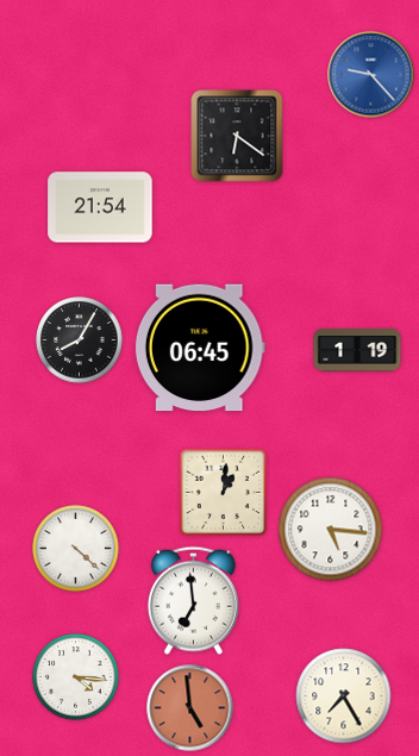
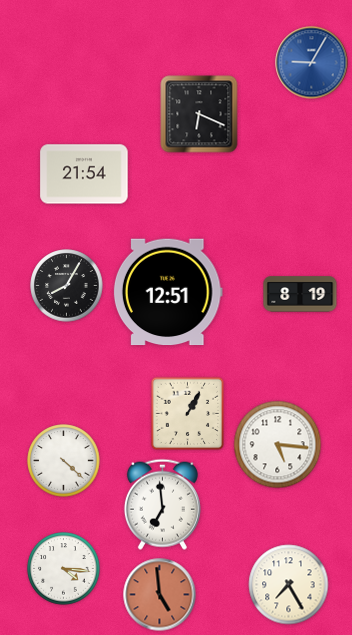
clock at (371, 75): 9:23 -> 9:05
clock at (237, 136): 6:21 -> 6:19
clock at (200, 348): 06:45 -> 12:51
clock at (357, 350): 1:19 -> 8:19
clock at (224, 493): 1:01 -> 1:05
